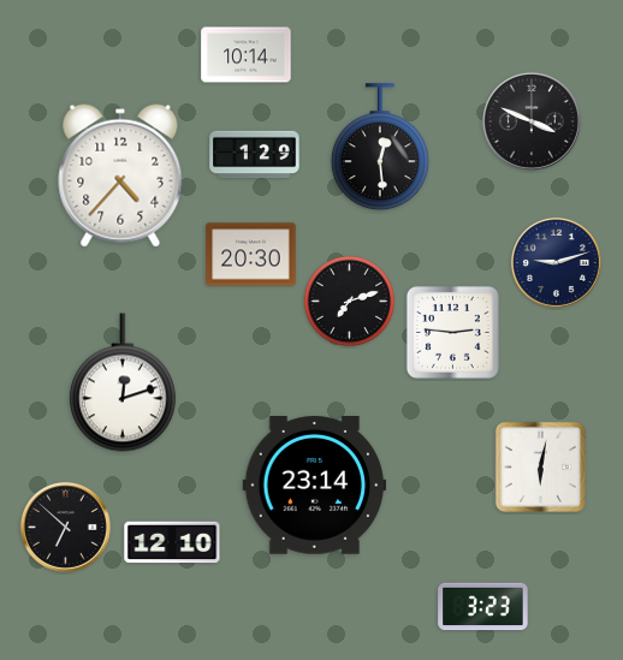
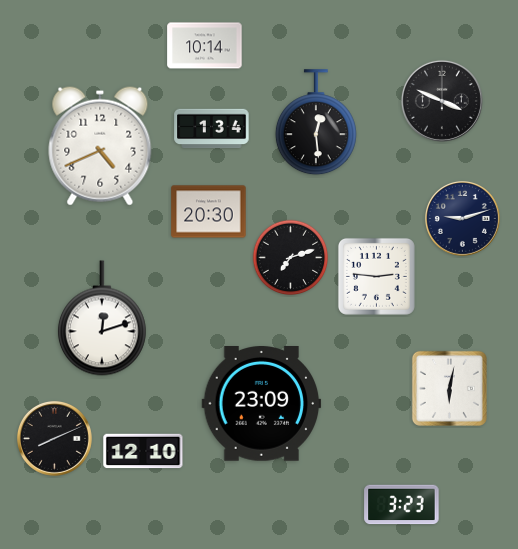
clock at (255, 155): 1:29 -> 1:34
clock at (120, 176): 4:37 -> 4:41
clock at (350, 302) position: (350, 302) -> (291, 258)
clock at (315, 486): 23:14 -> 23:09
clock at (65, 527): 6:52 -> 8:11
